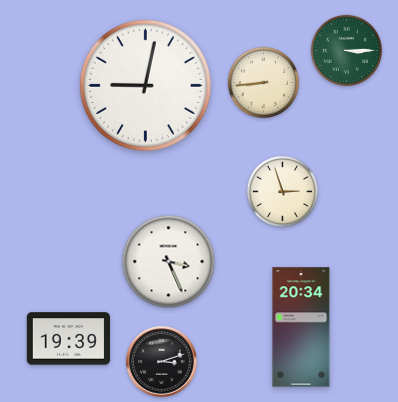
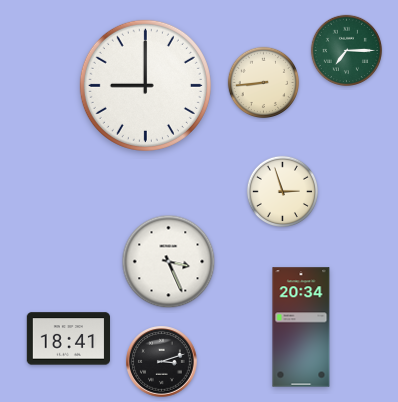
clock at (347, 51): 3:15 -> 7:15
clock at (145, 85): 9:02 -> 9:00
clock at (68, 339): 19:39 -> 18:41
